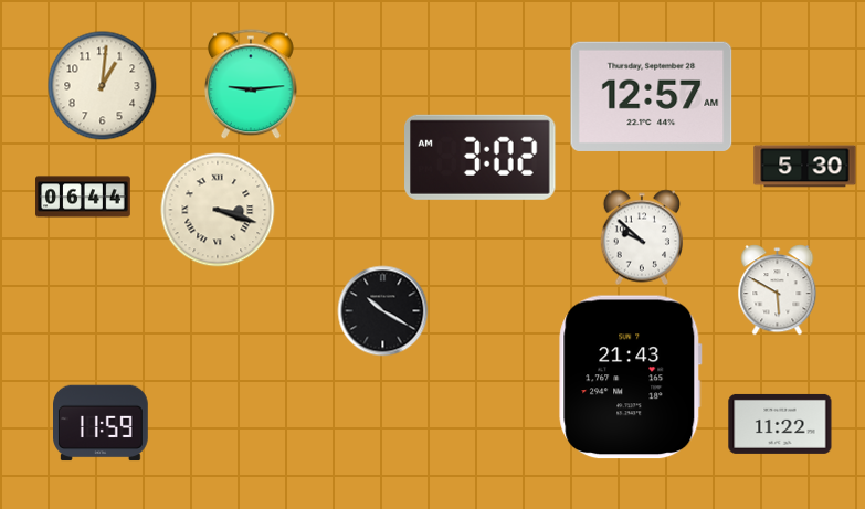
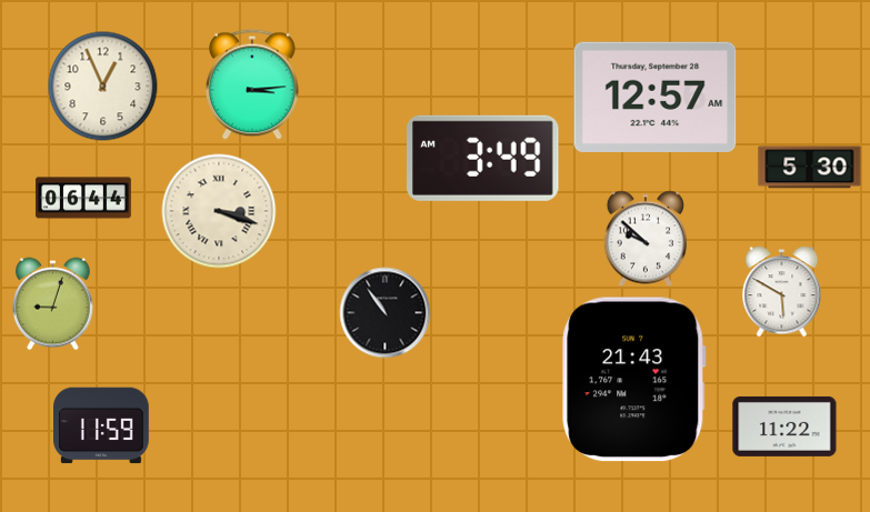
clock at (251, 84): 9:14 -> 3:14
clock at (103, 86): 1:01 -> 12:56
clock at (481, 157): 3:02 -> 3:49
clock at (53, 304): none -> 9:03
clock at (383, 311): 10:20 -> 10:54
